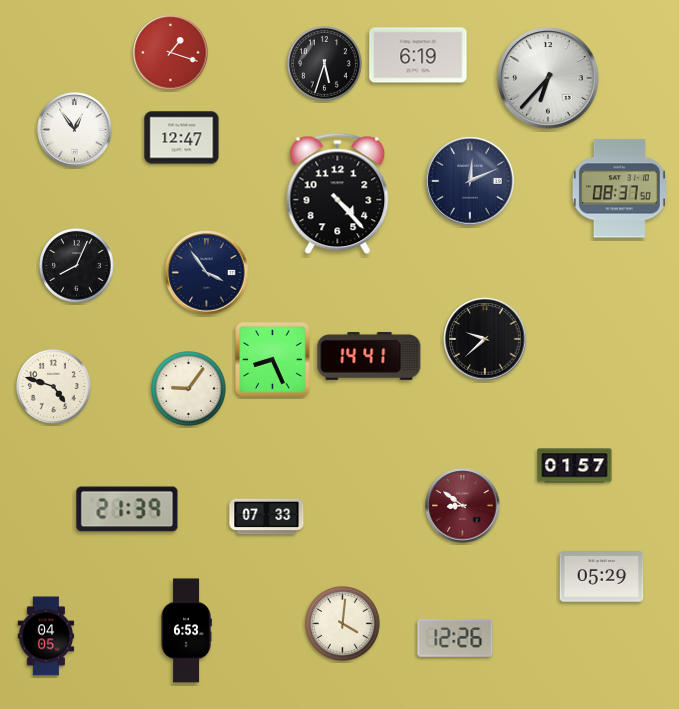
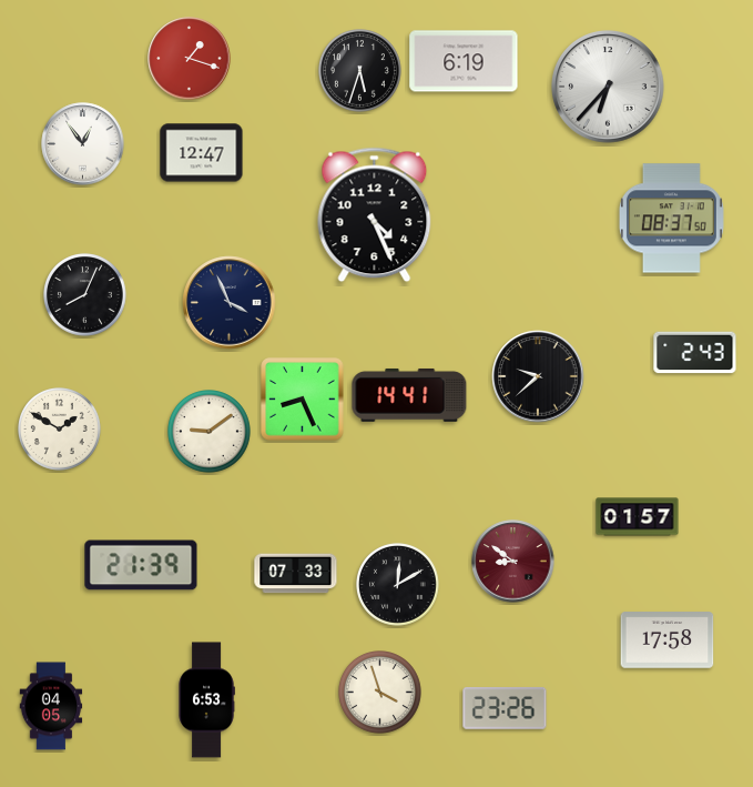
clock at (470, 181): 12:11 -> none
clock at (619, 189) position: (619, 189) -> (671, 219)
clock at (338, 194): 4:23 -> 4:26
clock at (207, 273): 3:54 -> 3:56
clock at (695, 353): none -> 2:43
clock at (54, 387): 4:48 -> 1:50
clock at (189, 389): 9:06 -> 9:09
clock at (398, 585): none -> 12:10
clock at (602, 577): 05:29 -> 17:58
clock at (343, 624): 4:01 -> 3:57
clock at (455, 638): 12:26 -> 23:26
